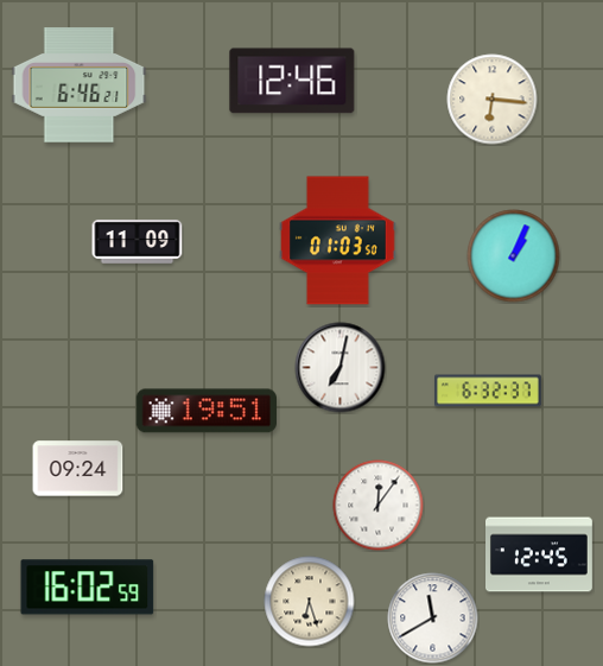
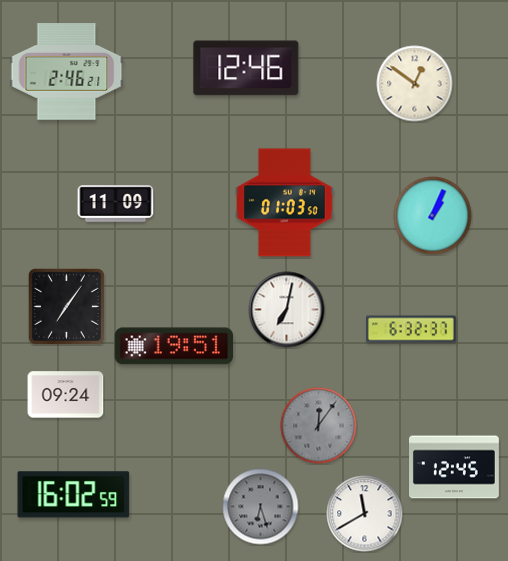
clock at (80, 85): 6:46 -> 2:46
clock at (493, 100): 6:16 -> 12:51
clock at (66, 306): none -> 7:06
clock at (379, 506) dial: white -> grey
clock at (310, 602) dial: cream -> grey
clock at (433, 619) position: (433, 619) -> (365, 514)
